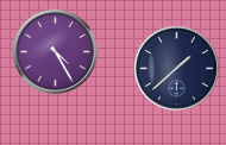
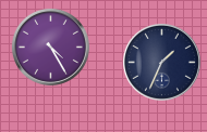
clock at (176, 68): 1:38 -> 1:34
